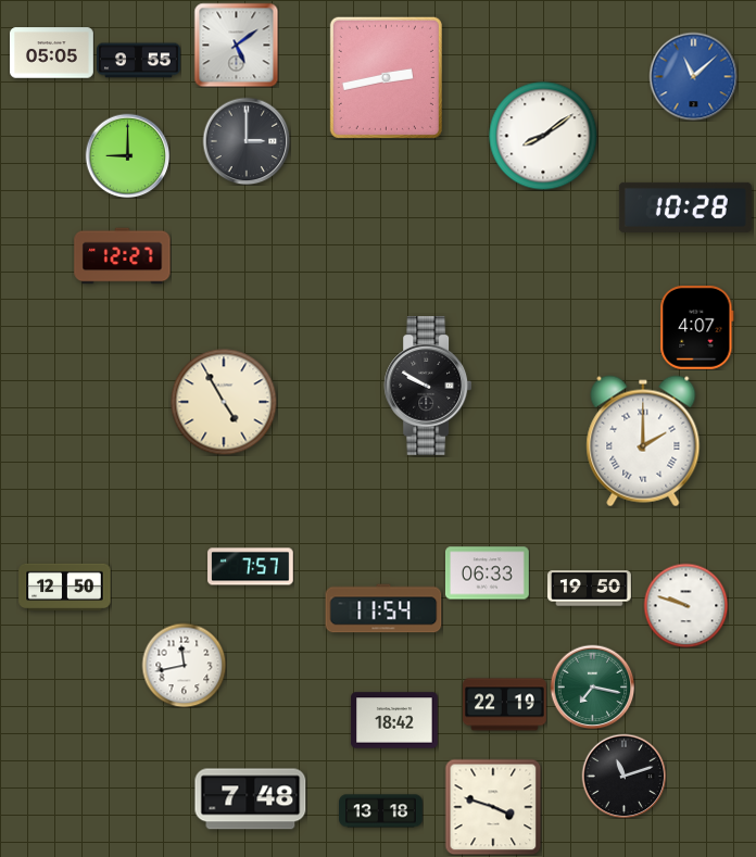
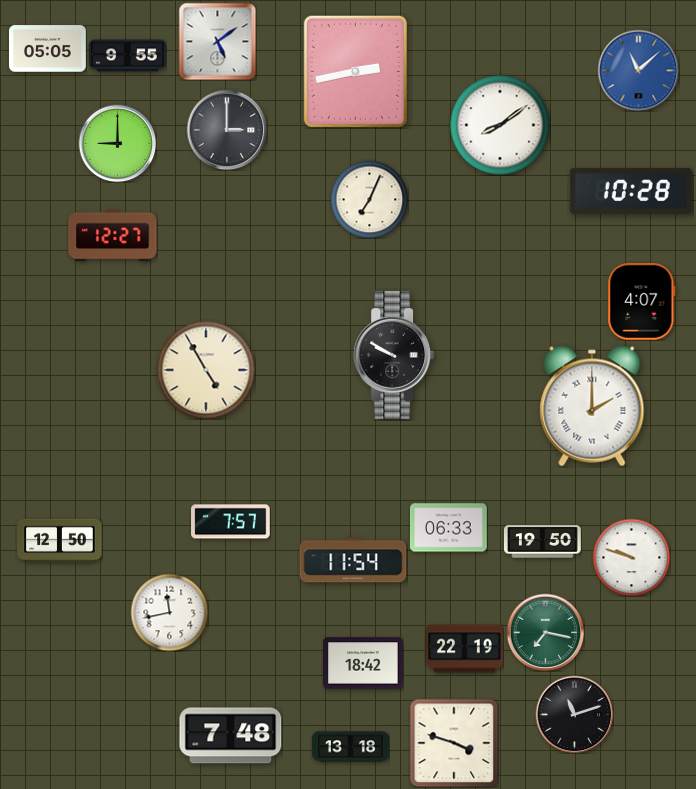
clock at (369, 199): none -> 7:04
